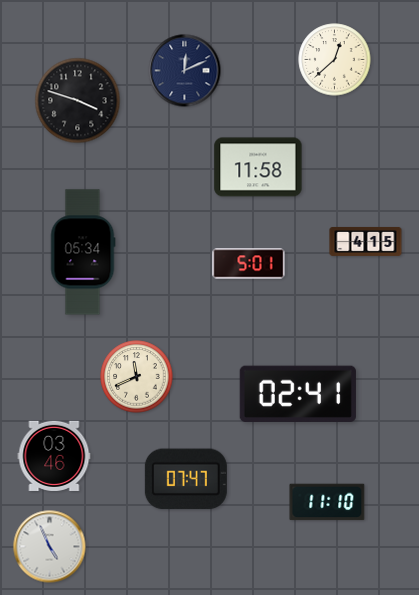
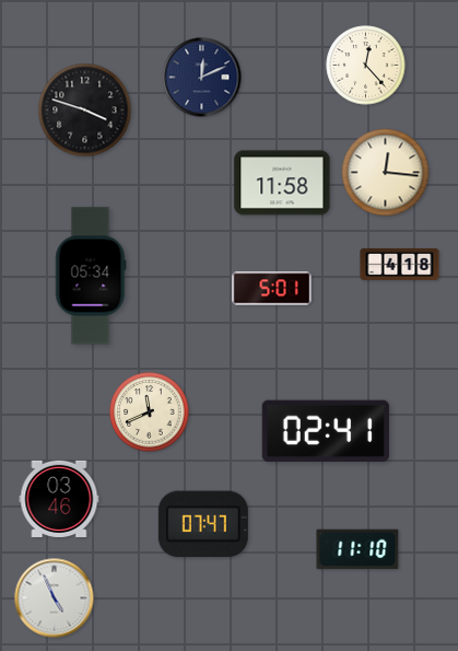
clock at (335, 60): 12:38 -> 12:23
clock at (386, 173): none -> 12:16
clock at (366, 241): 4:15 -> 4:18
